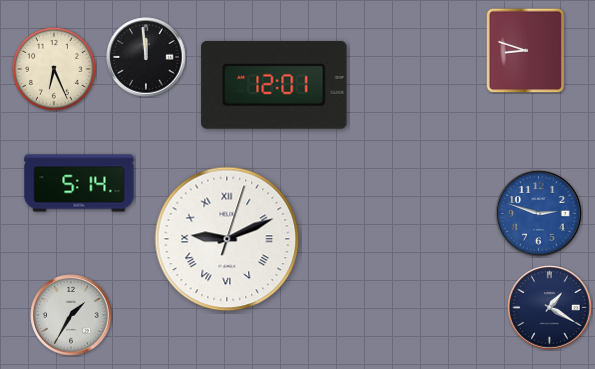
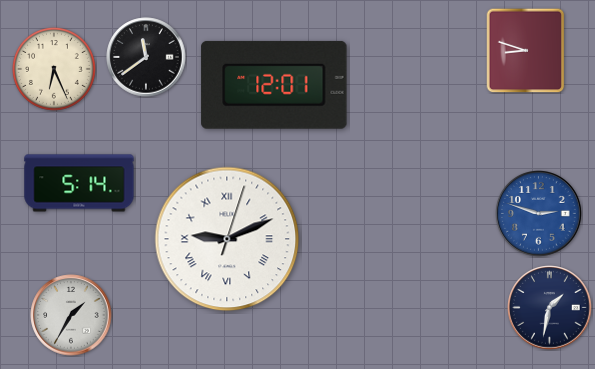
clock at (146, 57): 11:59 -> 11:39
clock at (550, 308): 1:20 -> 1:32
